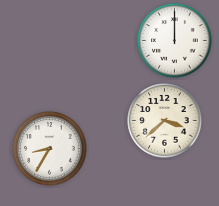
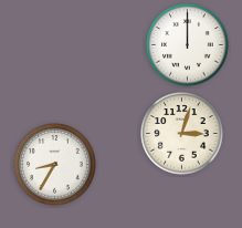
clock at (175, 41) position: (175, 41) -> (188, 45)
clock at (165, 121): 3:38 -> 3:03
